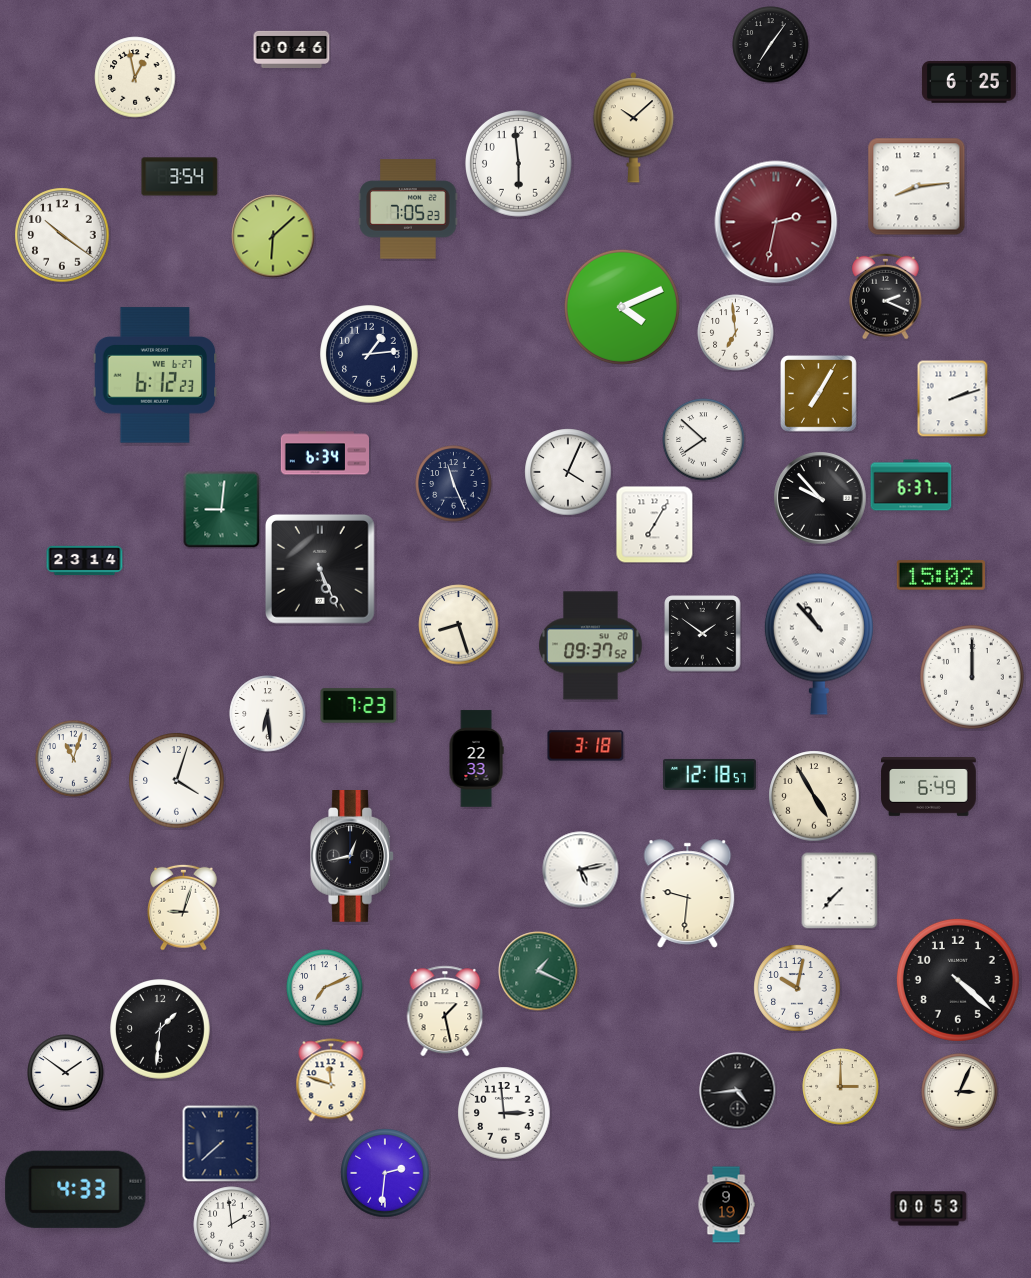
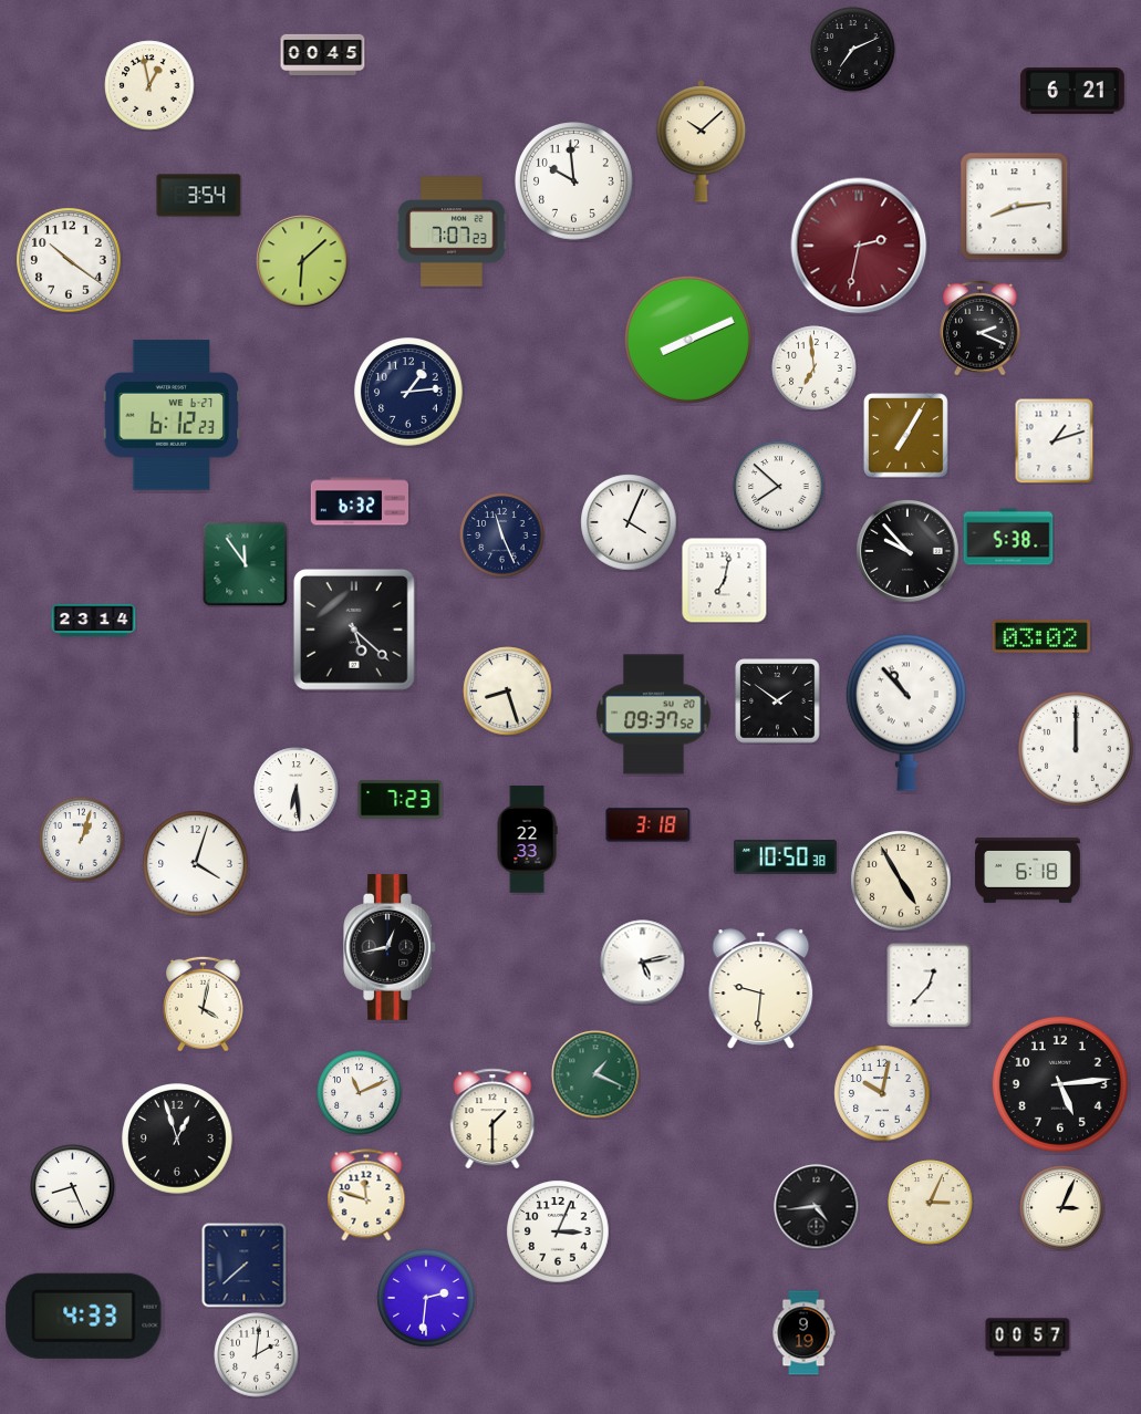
clock at (771, 45): 7:06 -> 7:11
clock at (292, 49): 00:46 -> 00:45
clock at (969, 82): 6:25 -> 6:21
clock at (519, 164): 5:59 -> 9:59
clock at (408, 209): 7:05 -> 7:07
clock at (622, 307): 4:11 -> 8:11
clock at (953, 398): 2:12 -> 1:12
clock at (324, 453): 6:34 -> 6:32
clock at (911, 485): 6:37 -> 5:38
clock at (222, 510): 9:01 -> 11:54
clock at (655, 525): 7:05 -> 7:02
clock at (320, 569): 5:26 -> 5:22
clock at (941, 575): 15:02 -> 03:02
clock at (359, 706) position: (359, 706) -> (401, 800)
clock at (74, 759): 11:03 -> 1:03
clock at (709, 774): 12:18 -> 10:50
clock at (929, 787): 6:49 -> 6:18
clock at (839, 891): 7:37 -> 12:37
clock at (184, 907): 9:03 -> 4:02
clock at (958, 980): 4:22 -> 5:14
clock at (325, 988): 7:11 -> 11:11
clock at (445, 1011): 1:28 -> 1:30
clock at (160, 1029): 1:31 -> 12:57
clock at (66, 1073): 1:51 -> 8:26
clock at (841, 1087): 3:00 -> 3:04
clock at (504, 1113): 2:59 -> 3:04
clock at (929, 1209): 00:53 -> 00:57
clock at (232, 1225): 1:59 -> 2:01
